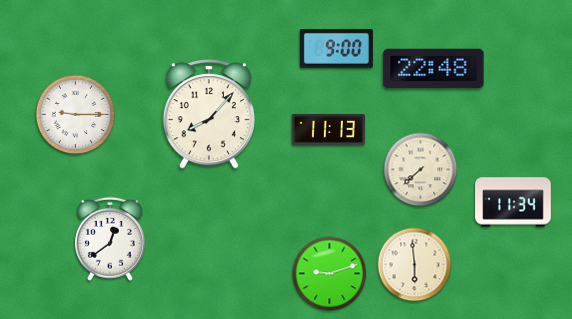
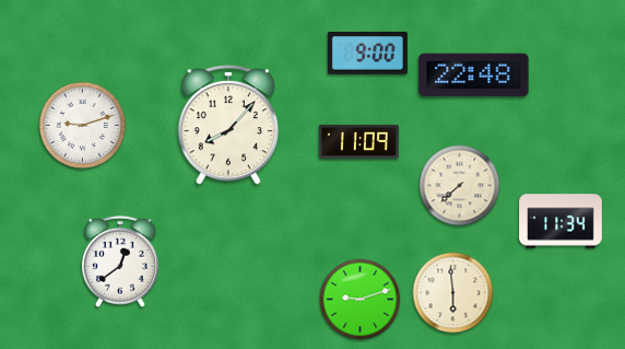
clock at (76, 115): 9:15 -> 9:12
clock at (328, 129): 11:13 -> 11:09
clock at (415, 265) position: (415, 265) -> (453, 293)
